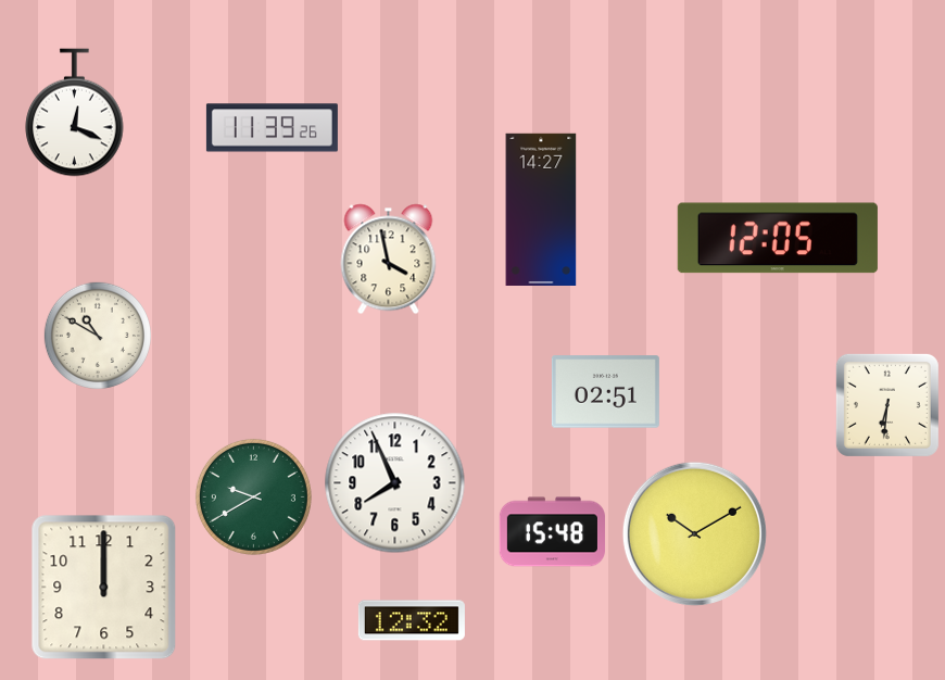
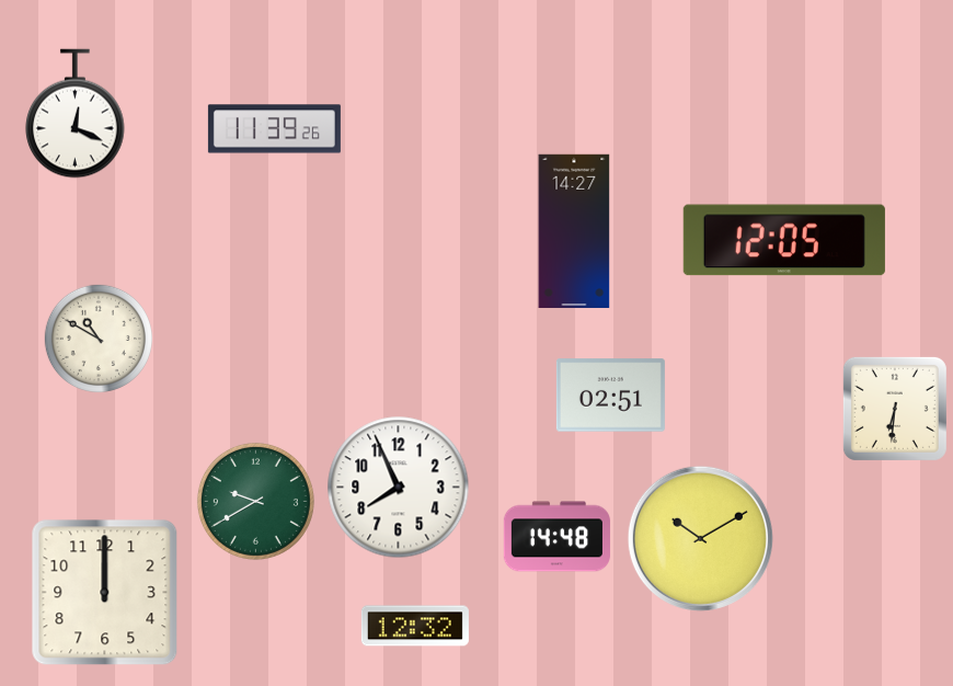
clock at (541, 209) position: (541, 209) -> (574, 230)
clock at (389, 260): 3:58 -> none
clock at (552, 532): 15:48 -> 14:48
